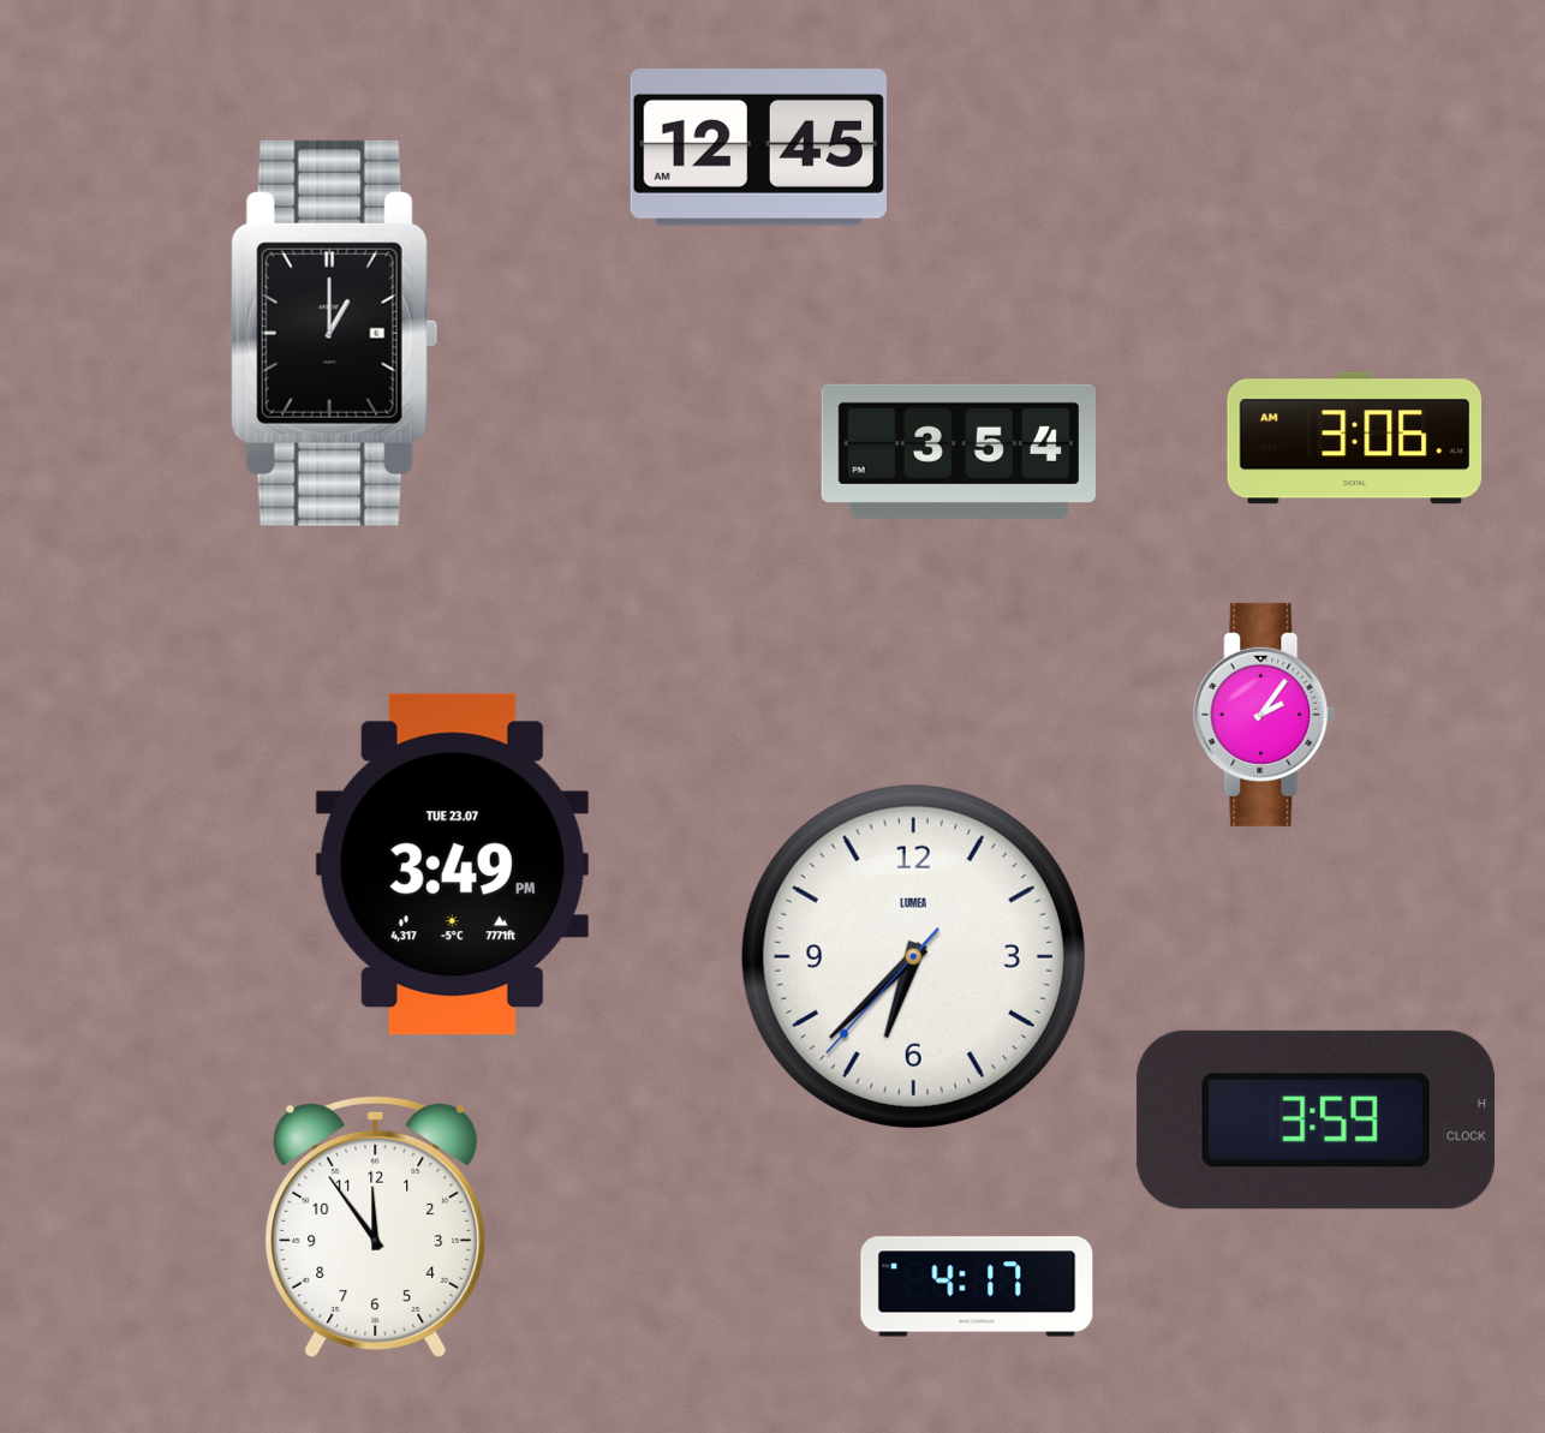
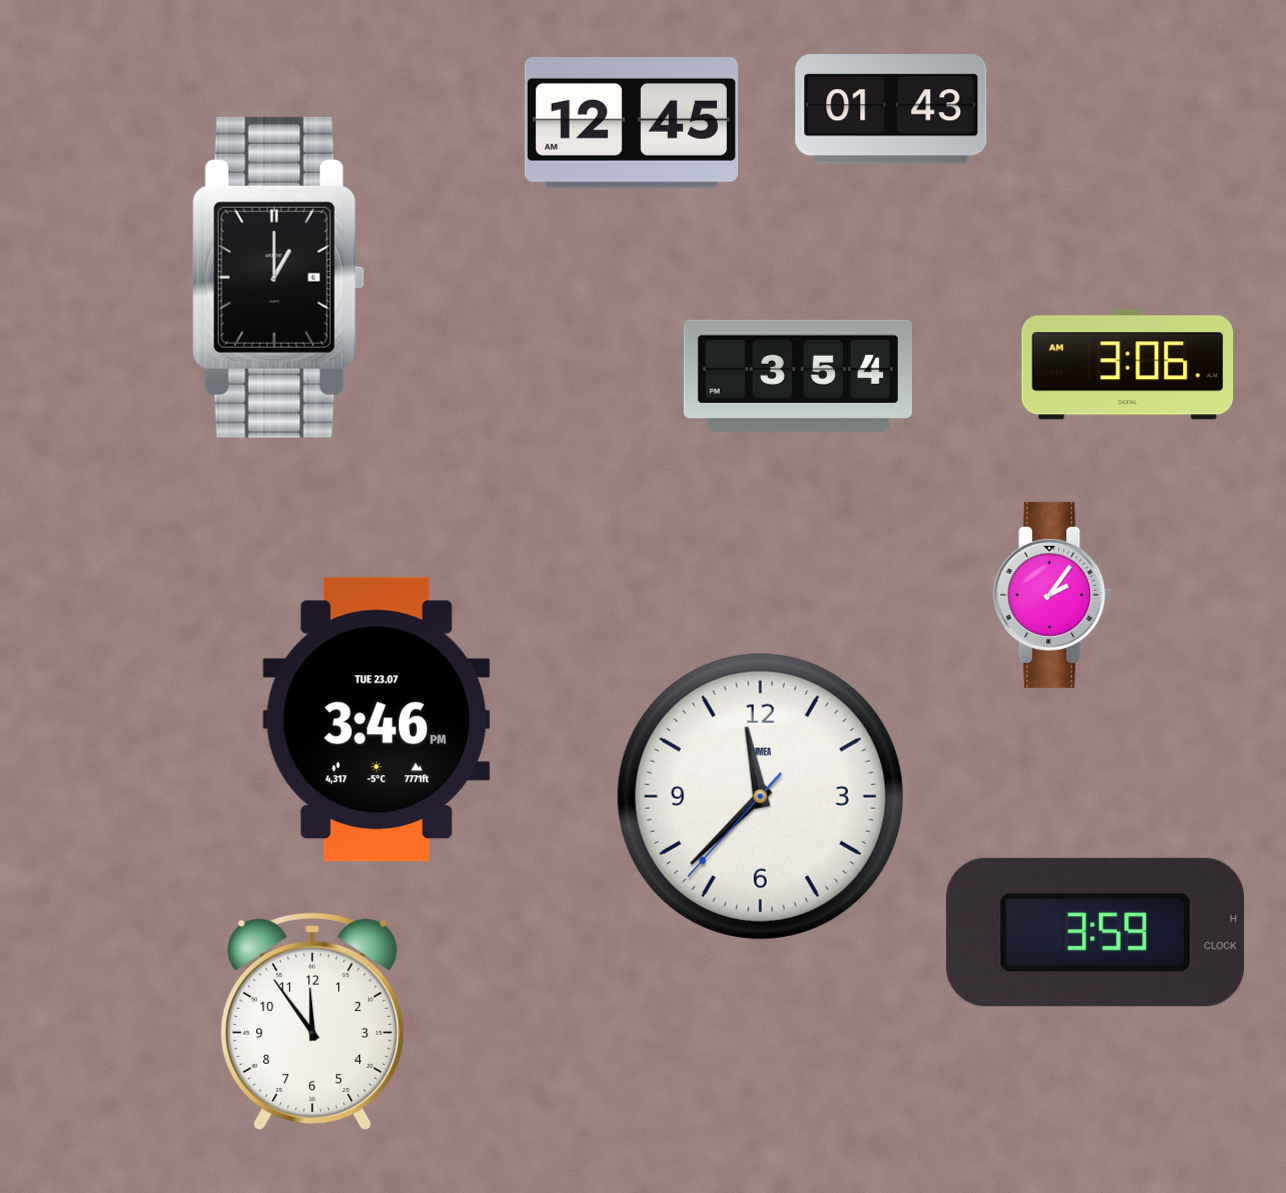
clock at (891, 109): none -> 01:43
clock at (452, 865): 3:49 -> 3:46
clock at (913, 956): 6:37 -> 11:37
clock at (977, 1286): 4:17 -> none
